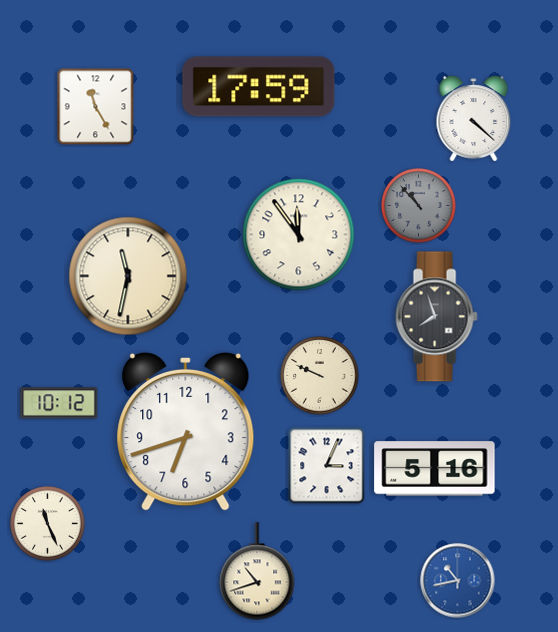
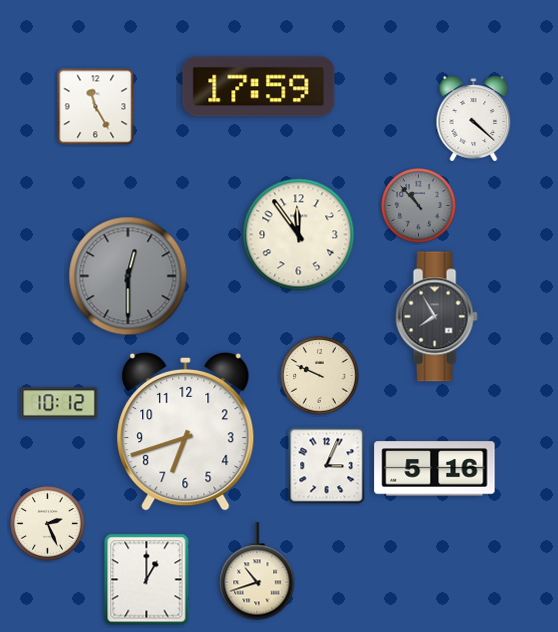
clock at (128, 276): 11:32 -> 12:30
clock at (128, 276) dial: cream -> grey
clock at (436, 317): 7:57 -> 7:55
clock at (48, 524): 11:26 -> 2:26
clock at (147, 580): none -> 1:00
clock at (458, 581): 10:43 -> none
